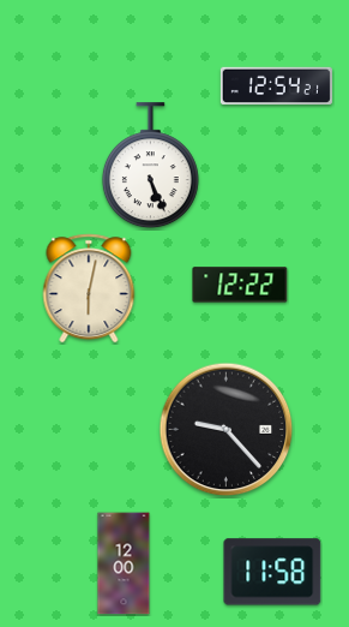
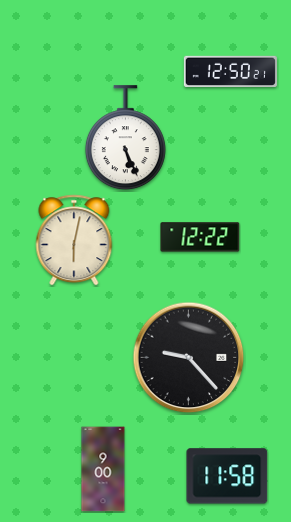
clock at (276, 86): 12:54 -> 12:50
clock at (124, 563): 12:00 -> 9:00
